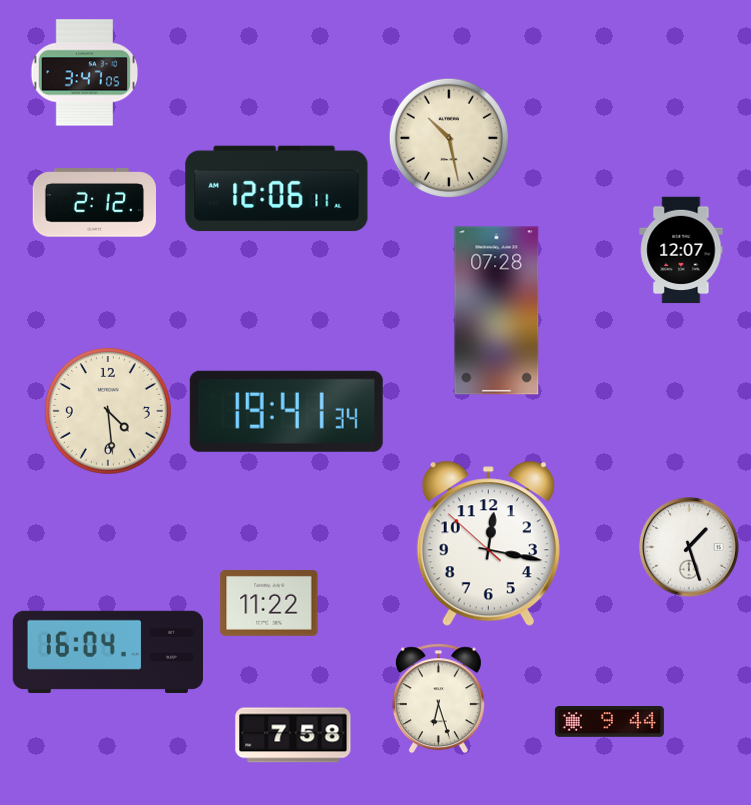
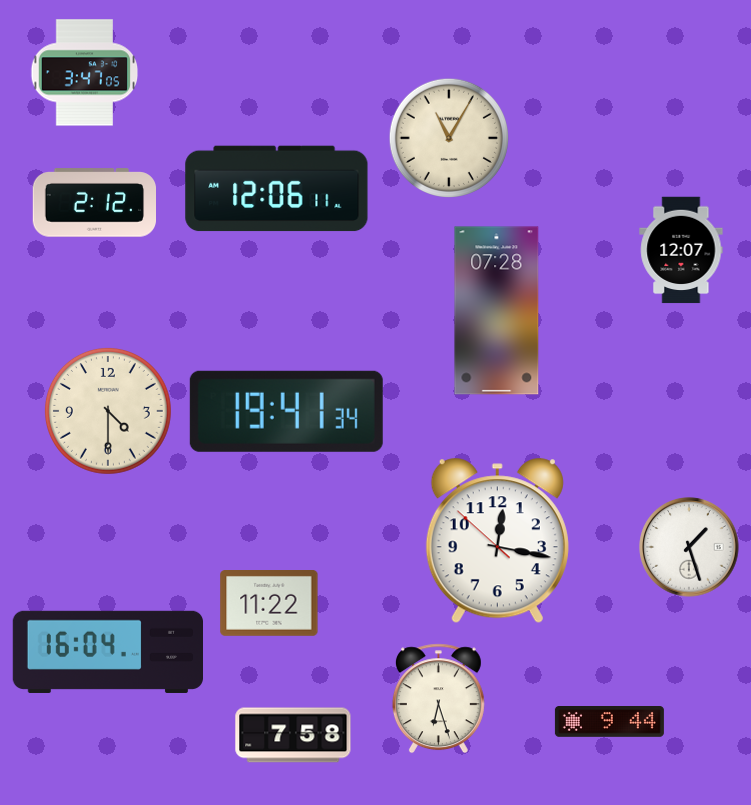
clock at (449, 138): 10:28 -> 11:05
clock at (108, 411): 4:29 -> 4:30
clock at (488, 544) position: (488, 544) -> (497, 541)
